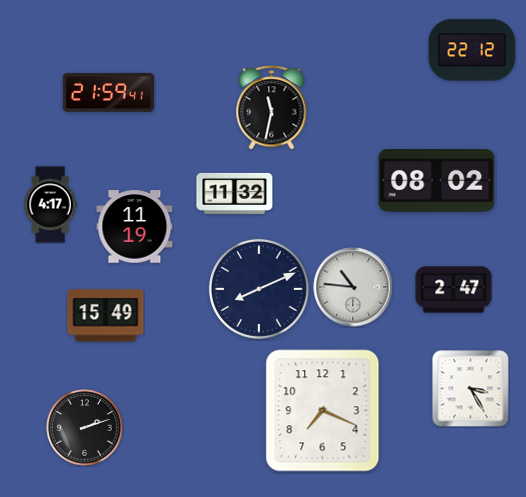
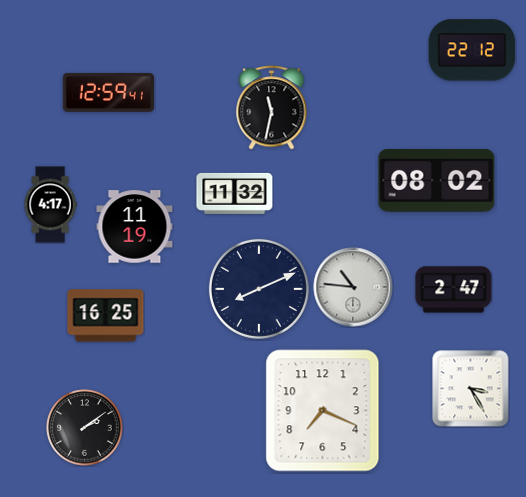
clock at (108, 92): 21:59 -> 12:59
clock at (106, 316): 15:49 -> 16:25
clock at (85, 428): 2:12 -> 2:09
